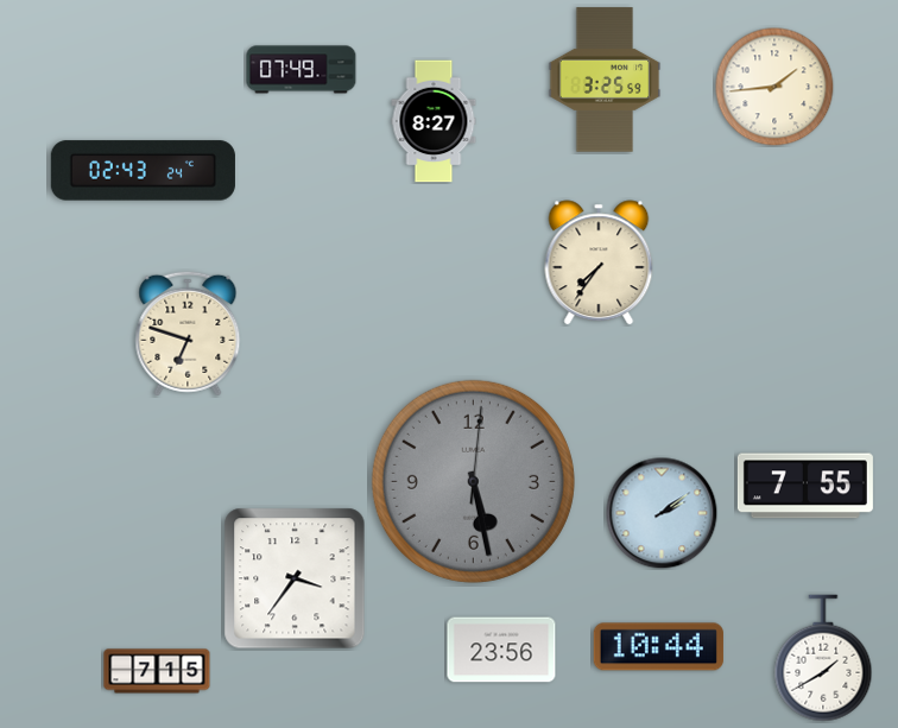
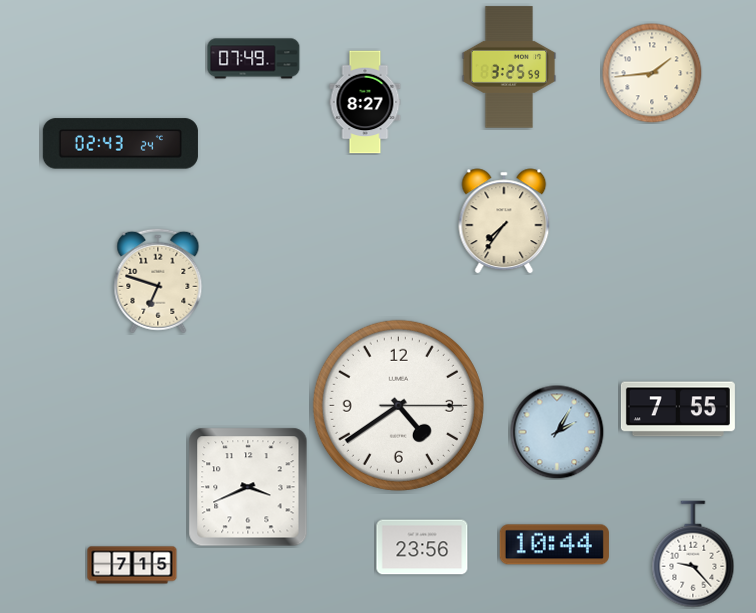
clock at (473, 481): 5:28 -> 4:39
clock at (473, 481) dial: grey -> white
clock at (662, 513): 2:09 -> 2:05
clock at (295, 578): 3:36 -> 3:41
clock at (823, 658): 1:40 -> 9:23
